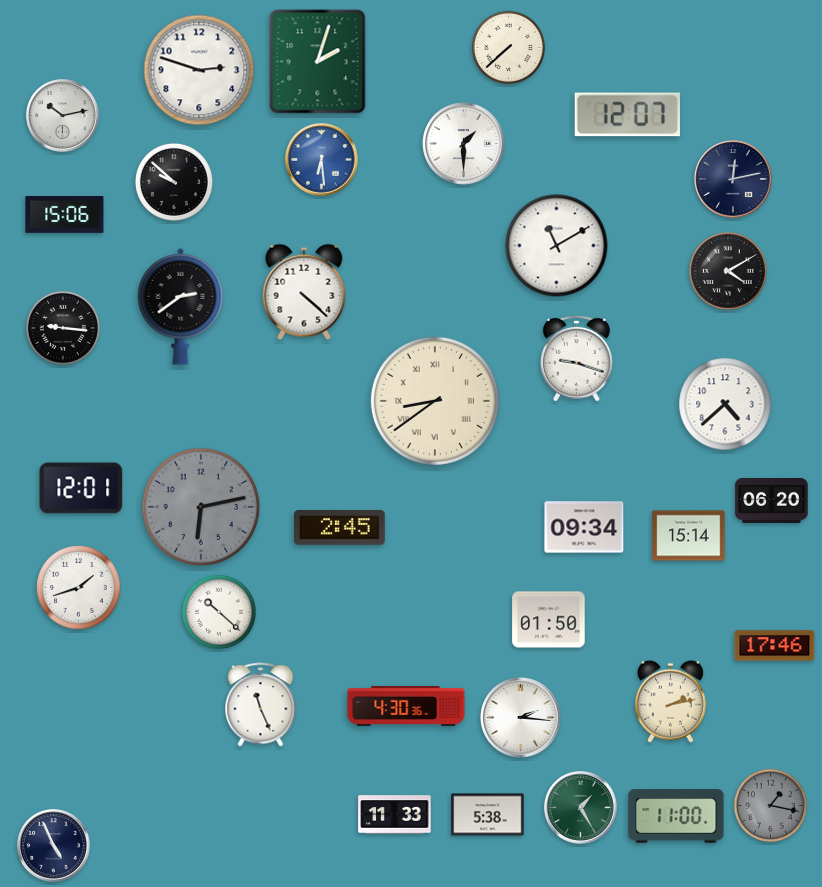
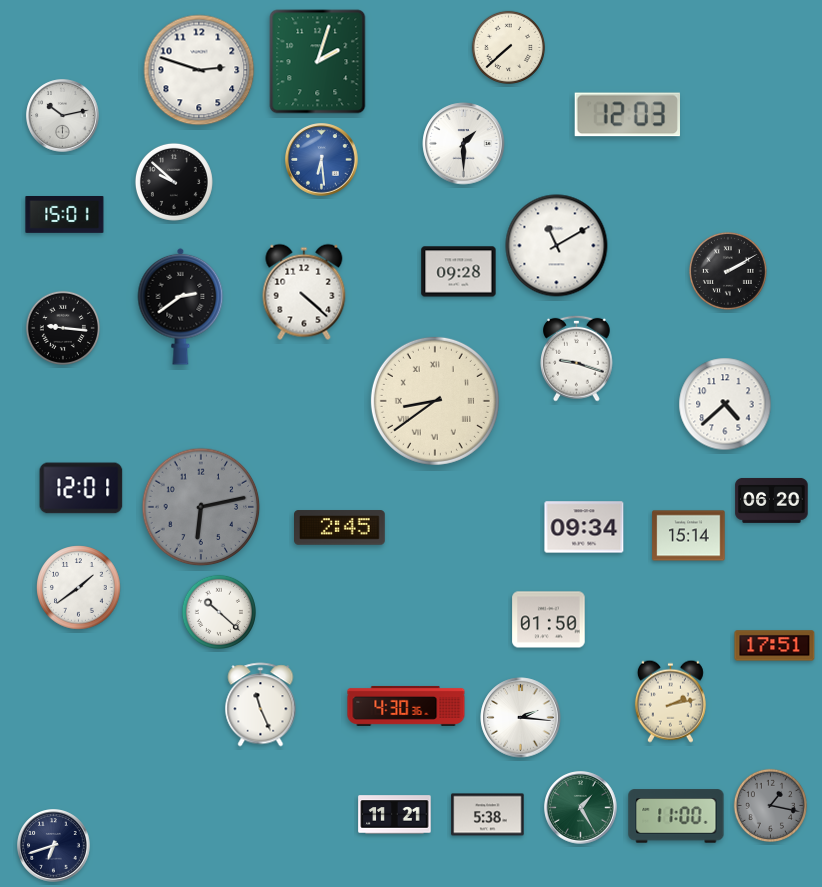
clock at (627, 115): 12:07 -> 12:03
clock at (733, 179): 12:13 -> none
clock at (65, 215): 15:06 -> 15:01
clock at (728, 271): 4:10 -> 2:10
clock at (459, 272): none -> 09:28
clock at (79, 588): 1:42 -> 1:39
clock at (775, 646): 17:46 -> 17:51
clock at (395, 815): 11:33 -> 11:21
clock at (54, 846): 4:56 -> 6:42
